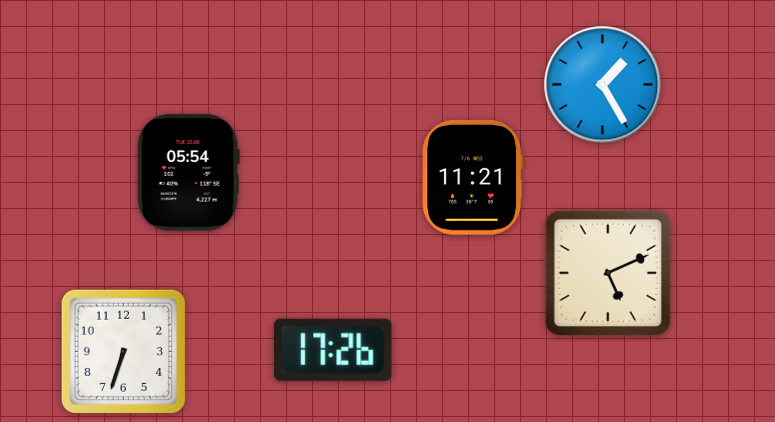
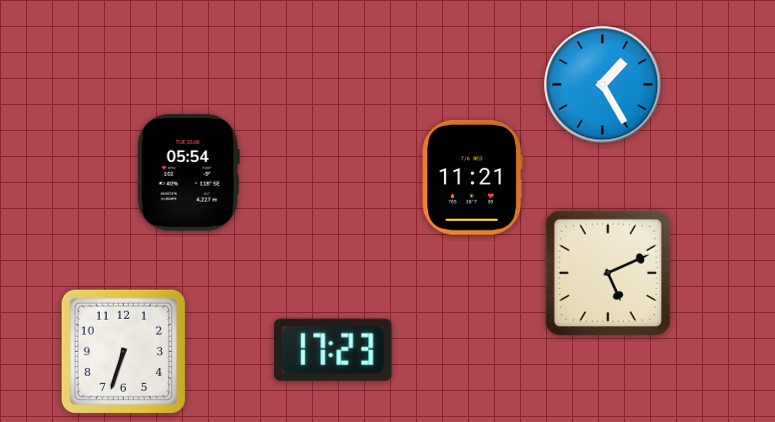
clock at (333, 350): 17:26 -> 17:23
